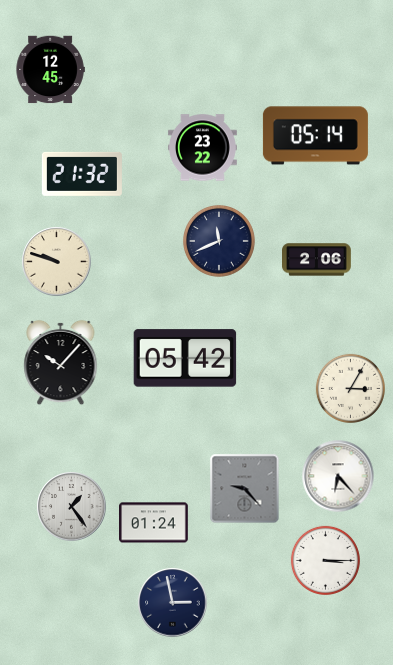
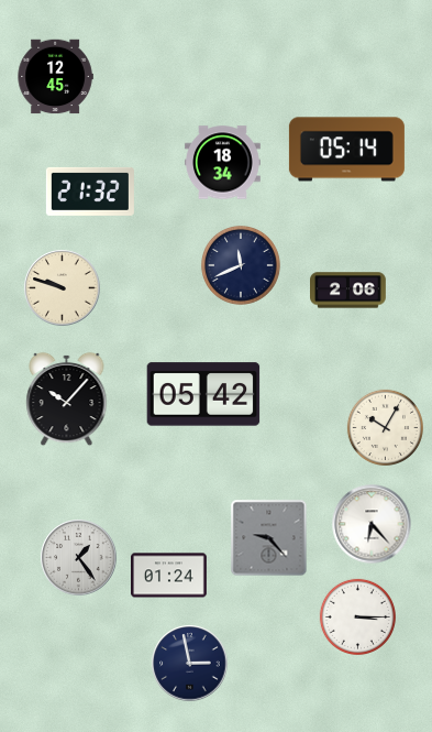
clock at (203, 148): 23:22 -> 18:34
clock at (317, 260) position: (317, 260) -> (348, 291)
clock at (350, 388): 3:05 -> 10:05
